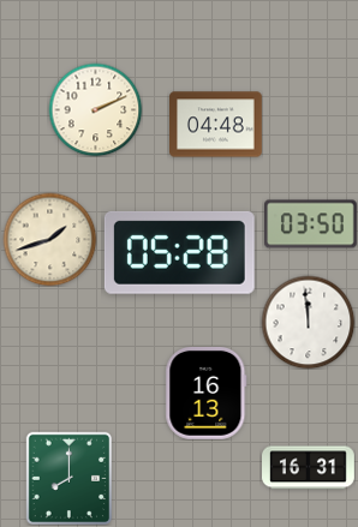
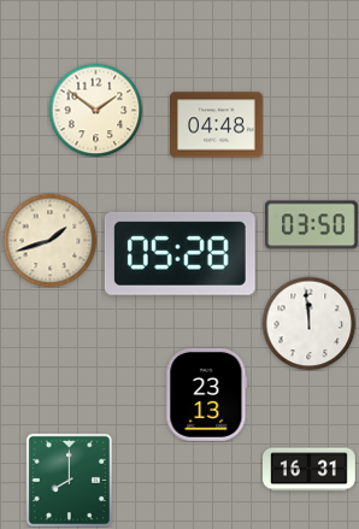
clock at (95, 109): 2:11 -> 1:51
clock at (207, 394): 16:13 -> 23:13
